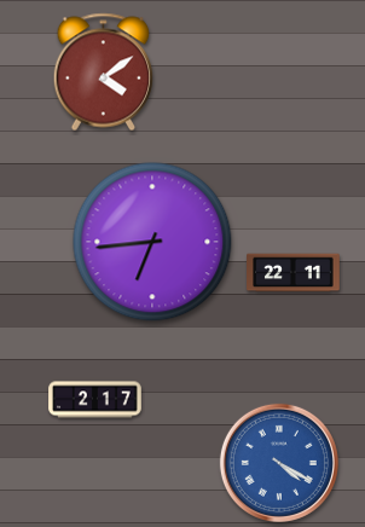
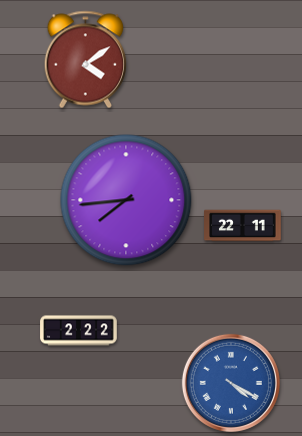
clock at (152, 242): 6:44 -> 7:44
clock at (95, 400): 2:17 -> 2:22
